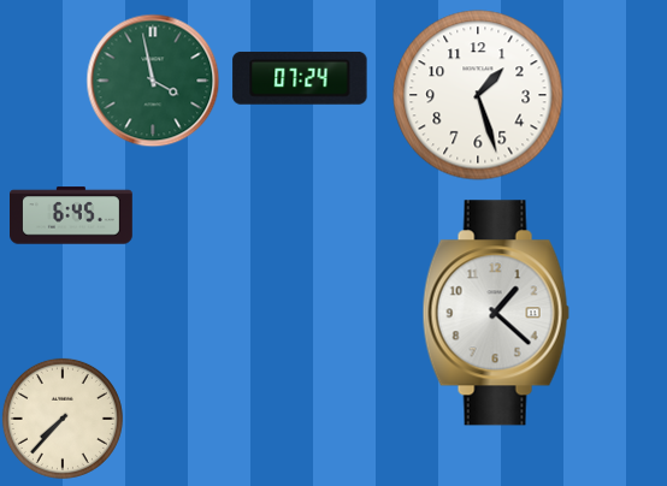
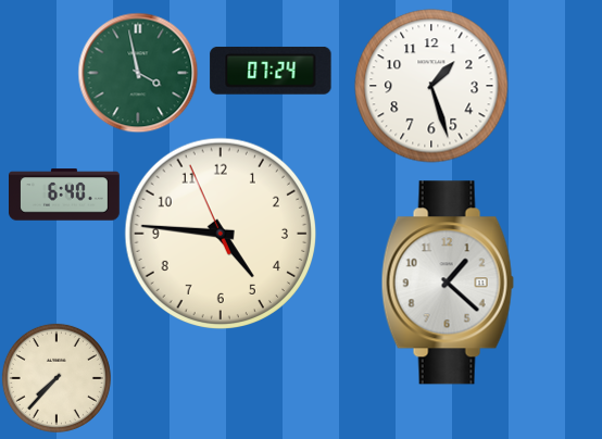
clock at (72, 215): 6:45 -> 6:40
clock at (220, 233): none -> 4:45
